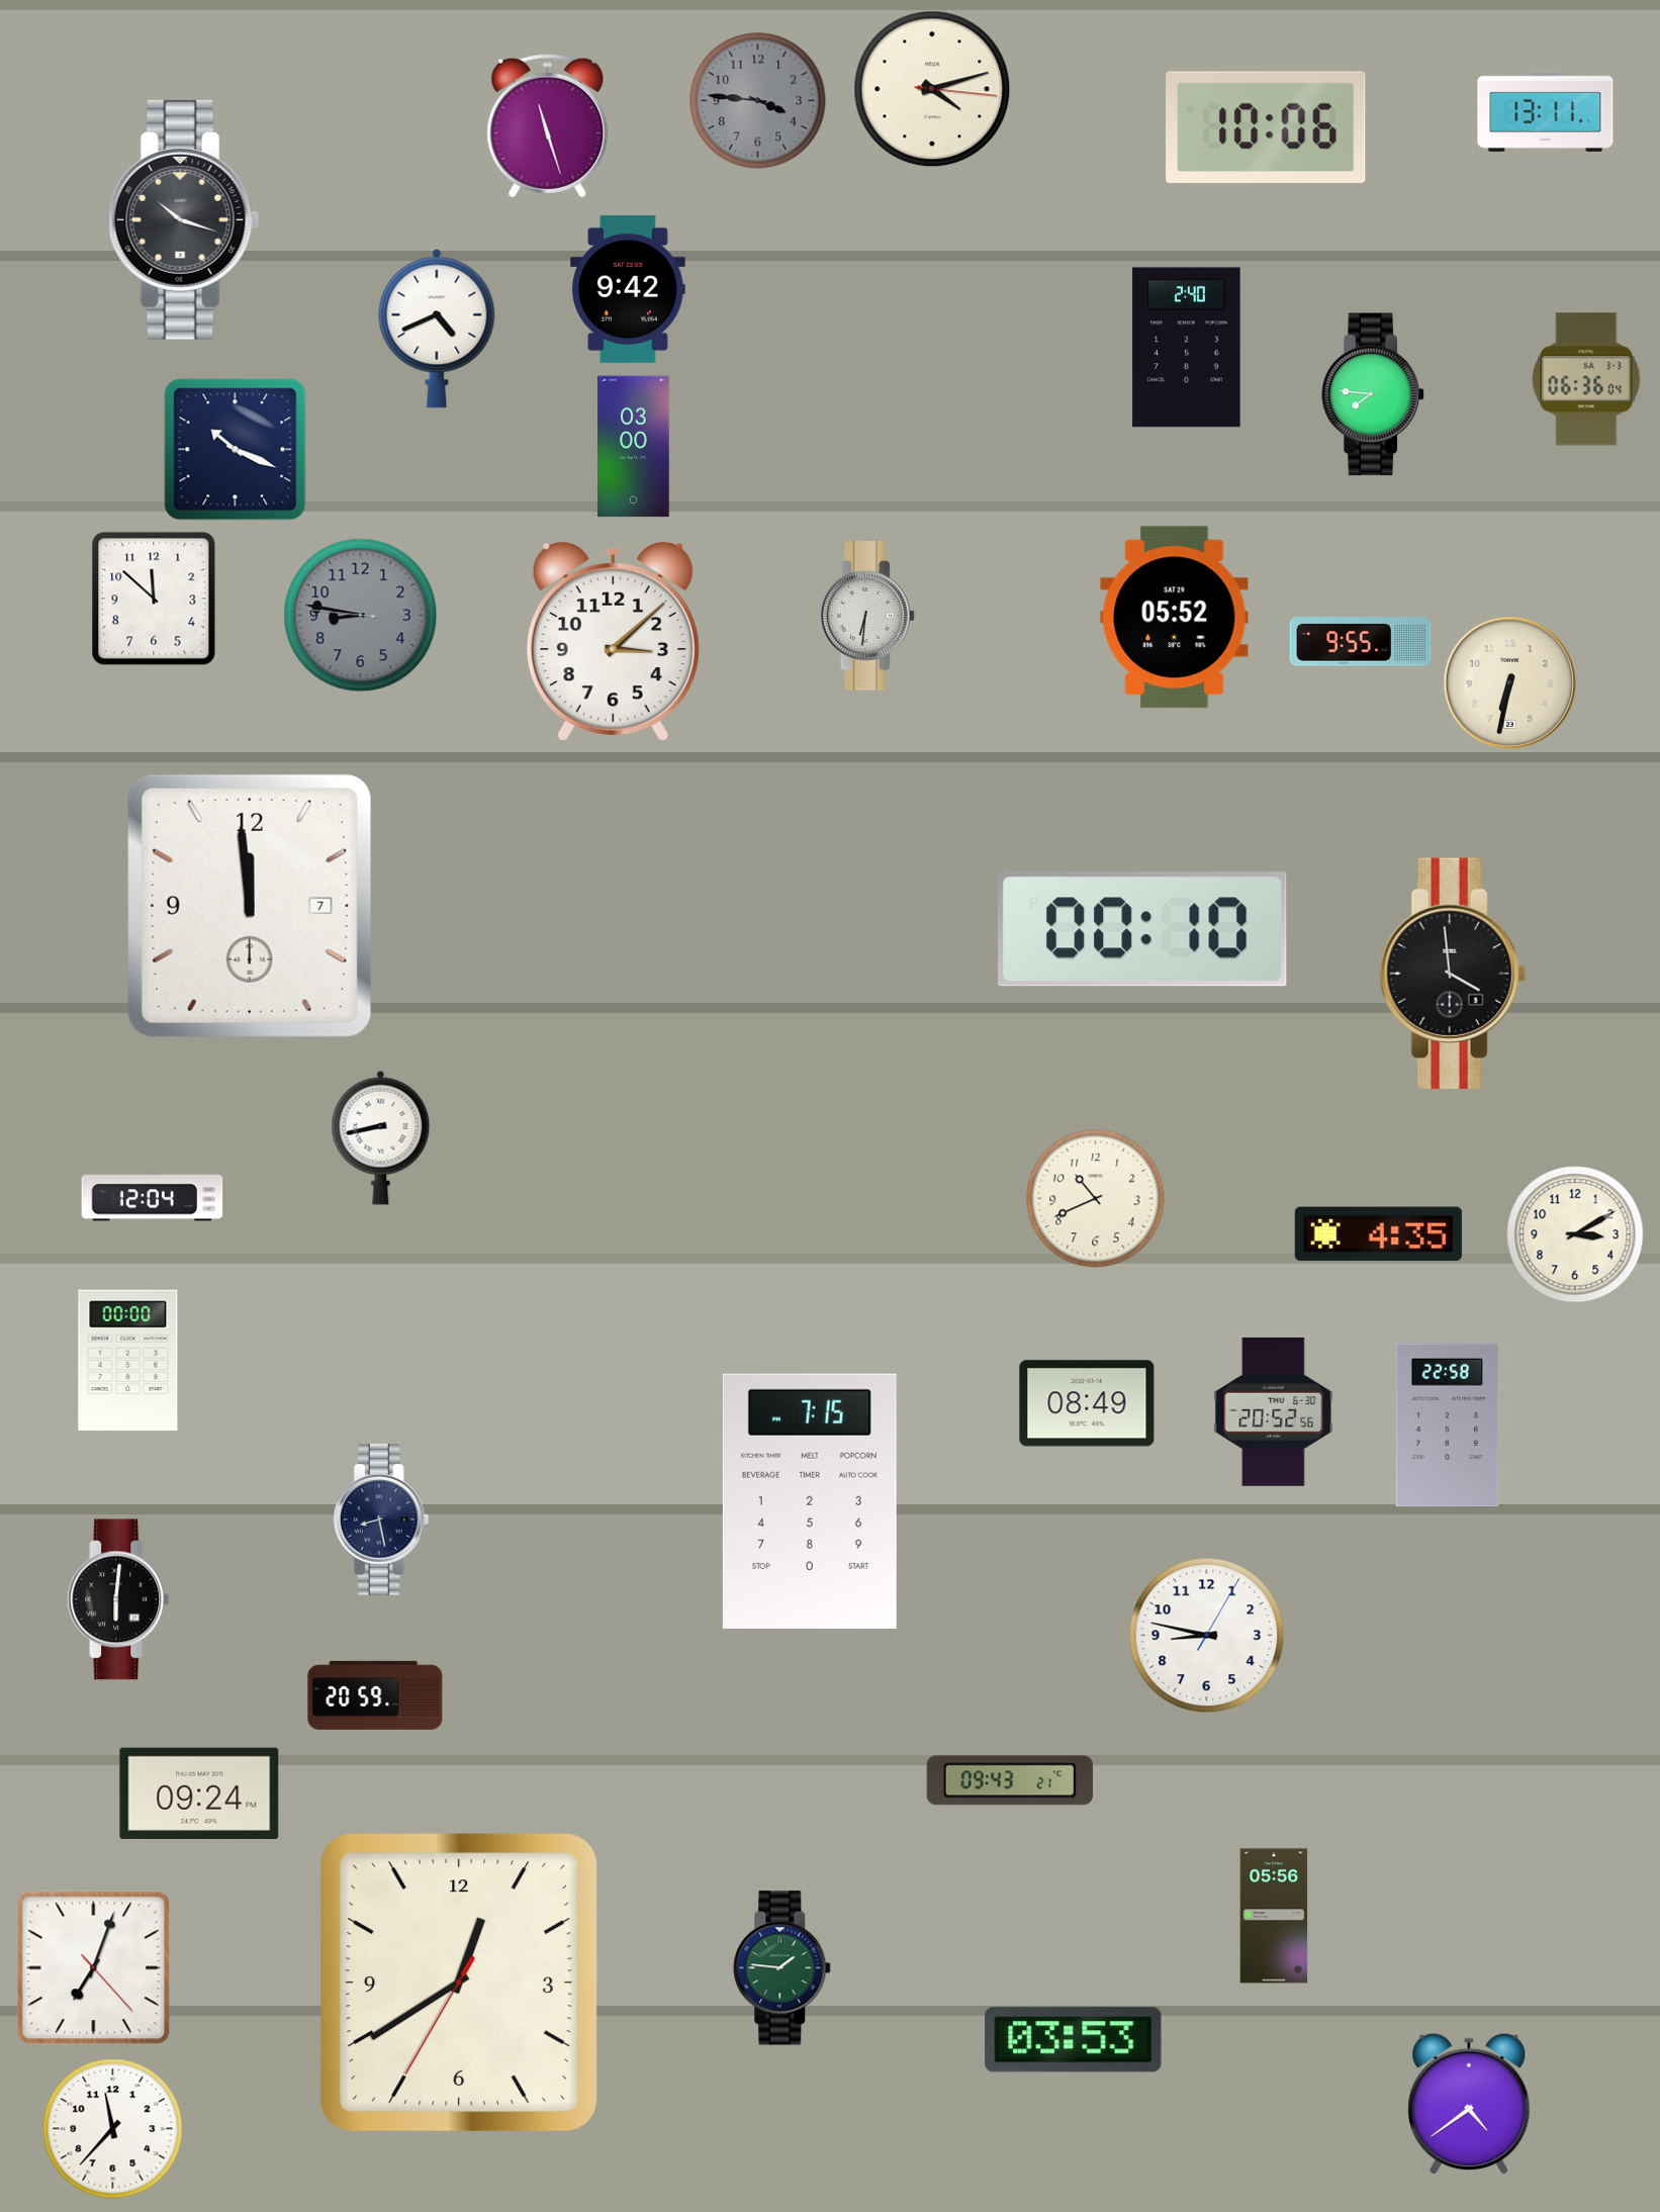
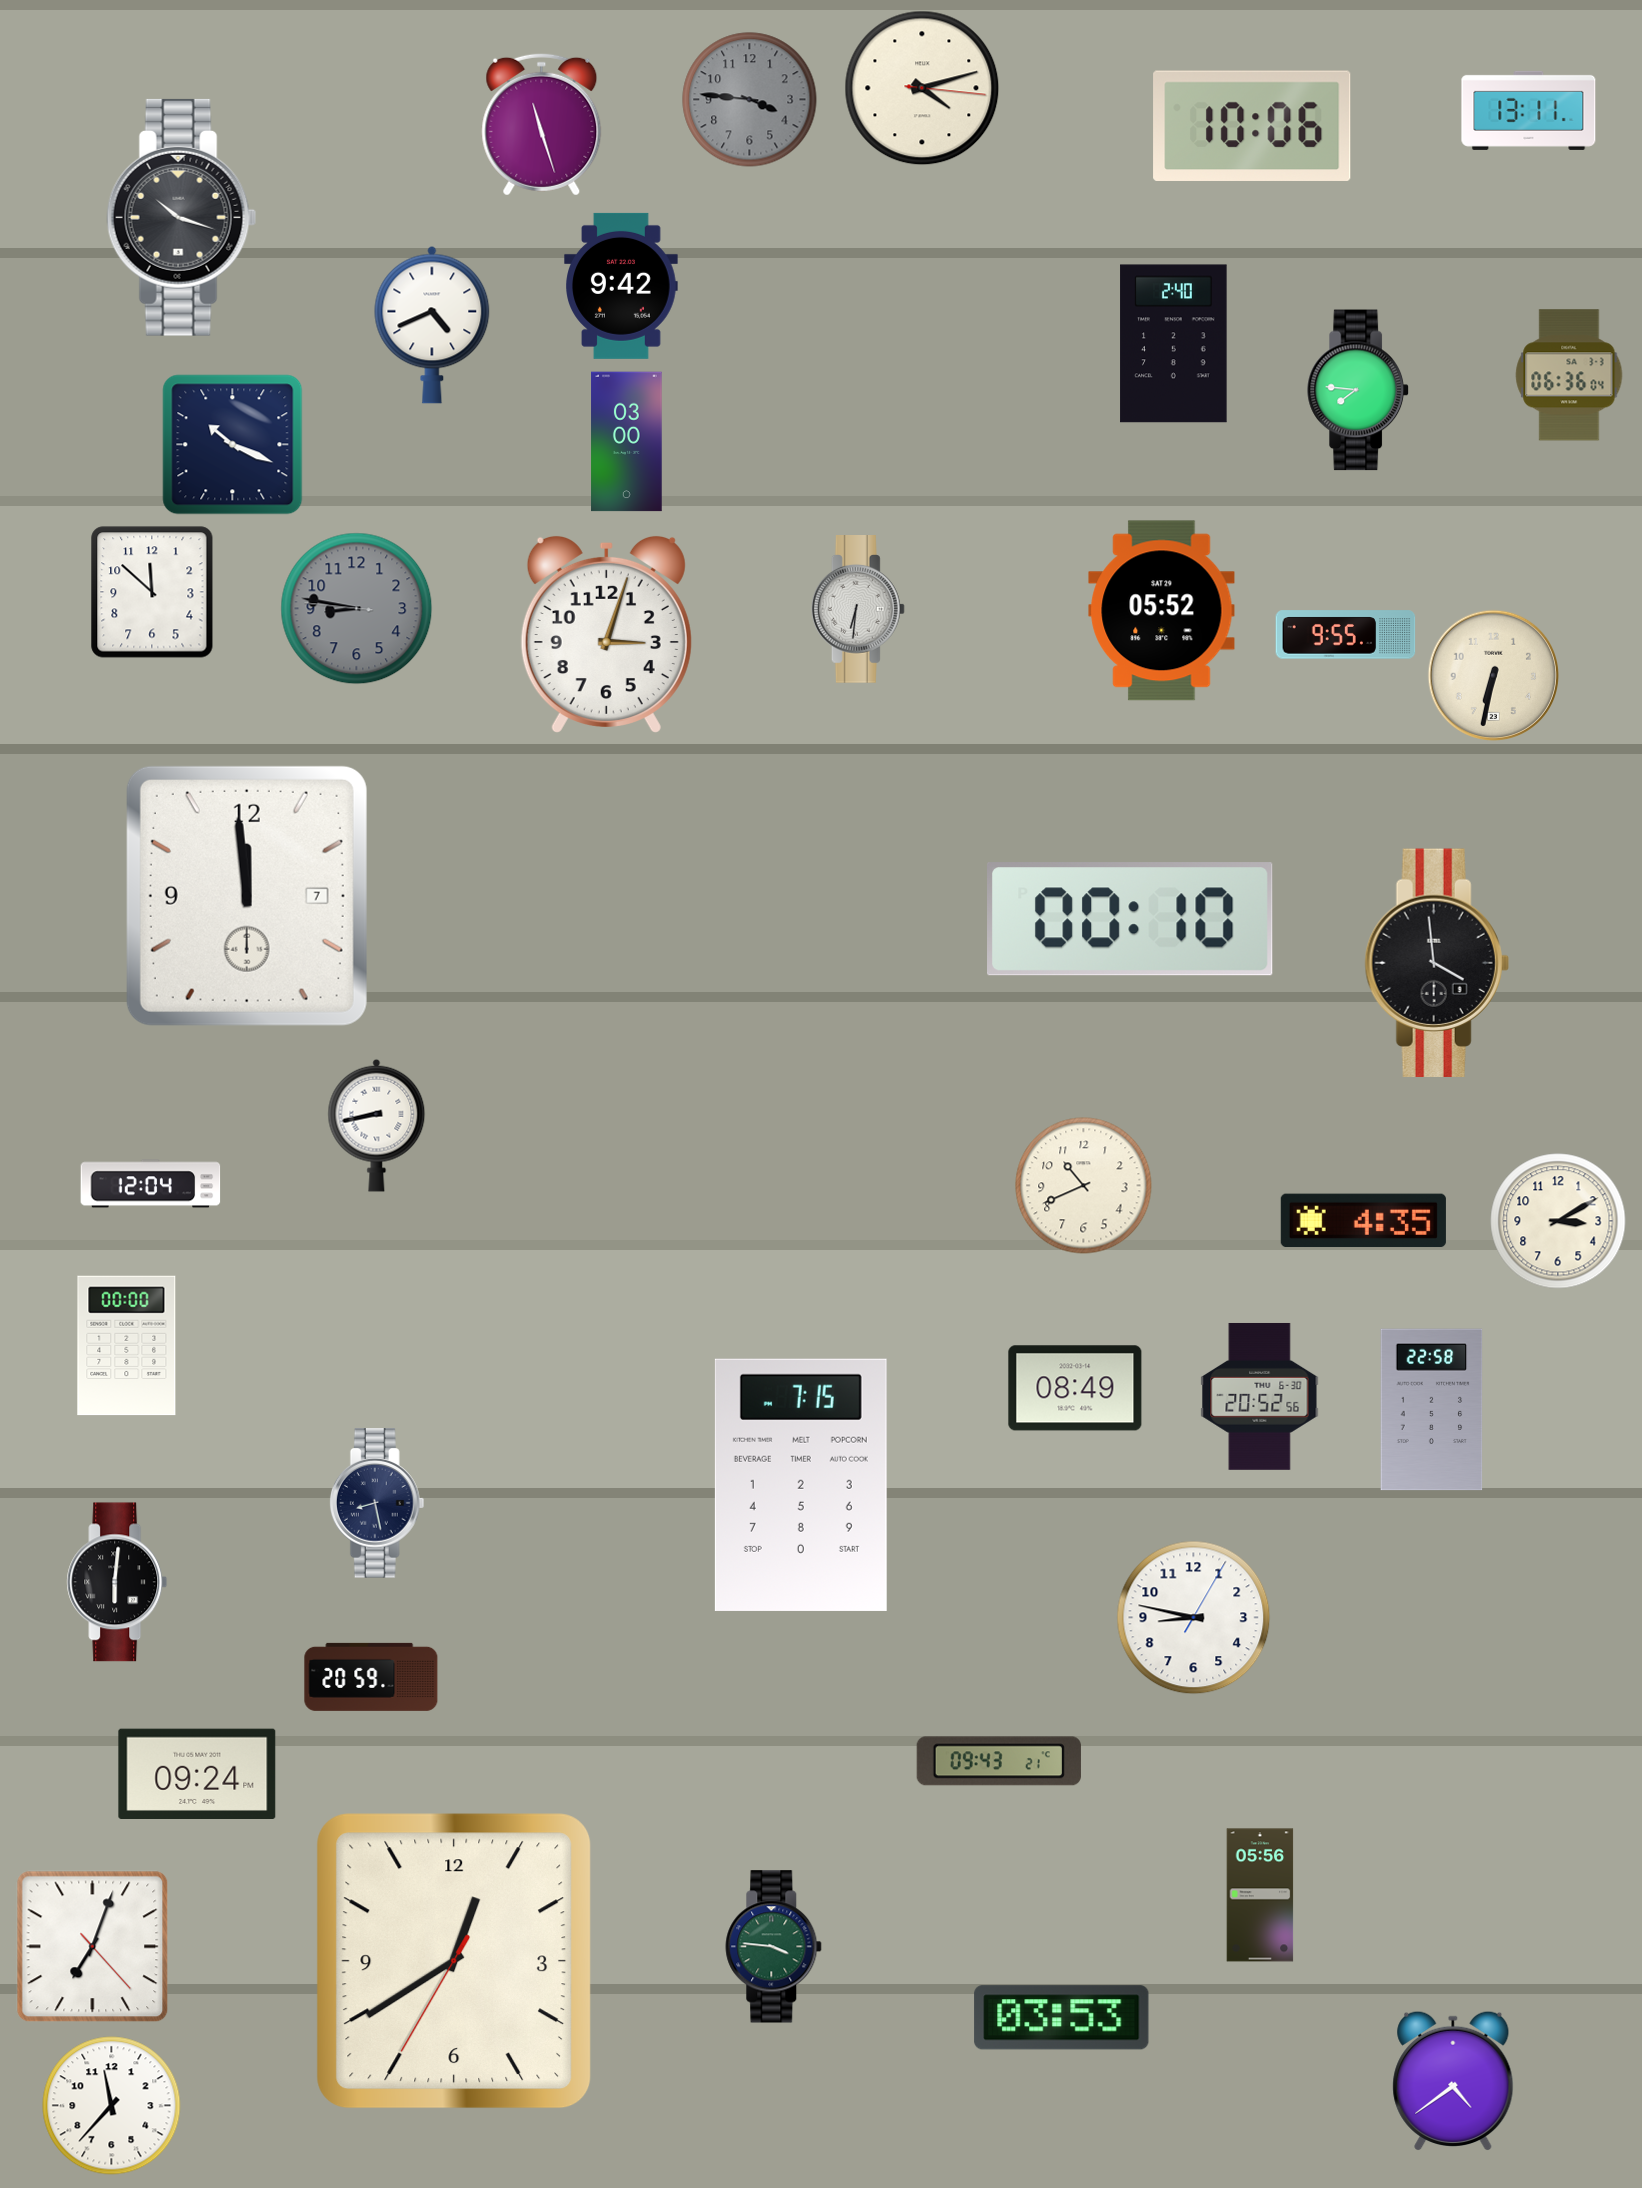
clock at (613, 641): 3:08 -> 3:03
clock at (782, 1968): 1:46 -> 3:46
